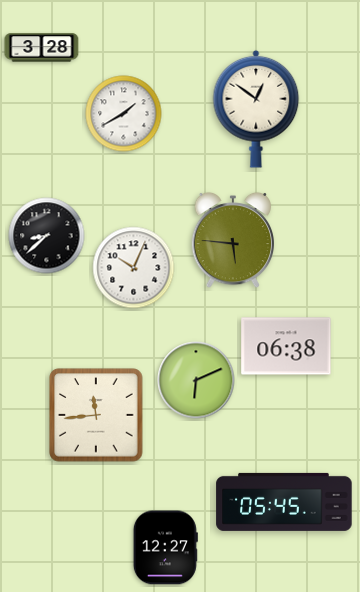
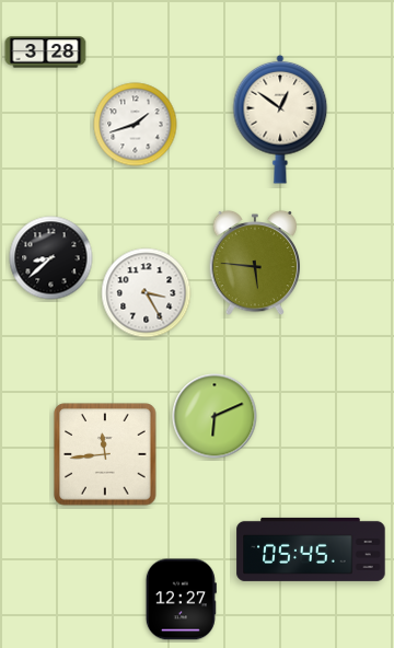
clock at (124, 114): 1:40 -> 1:42
clock at (134, 268): 10:04 -> 3:25
clock at (286, 346): 06:38 -> none
